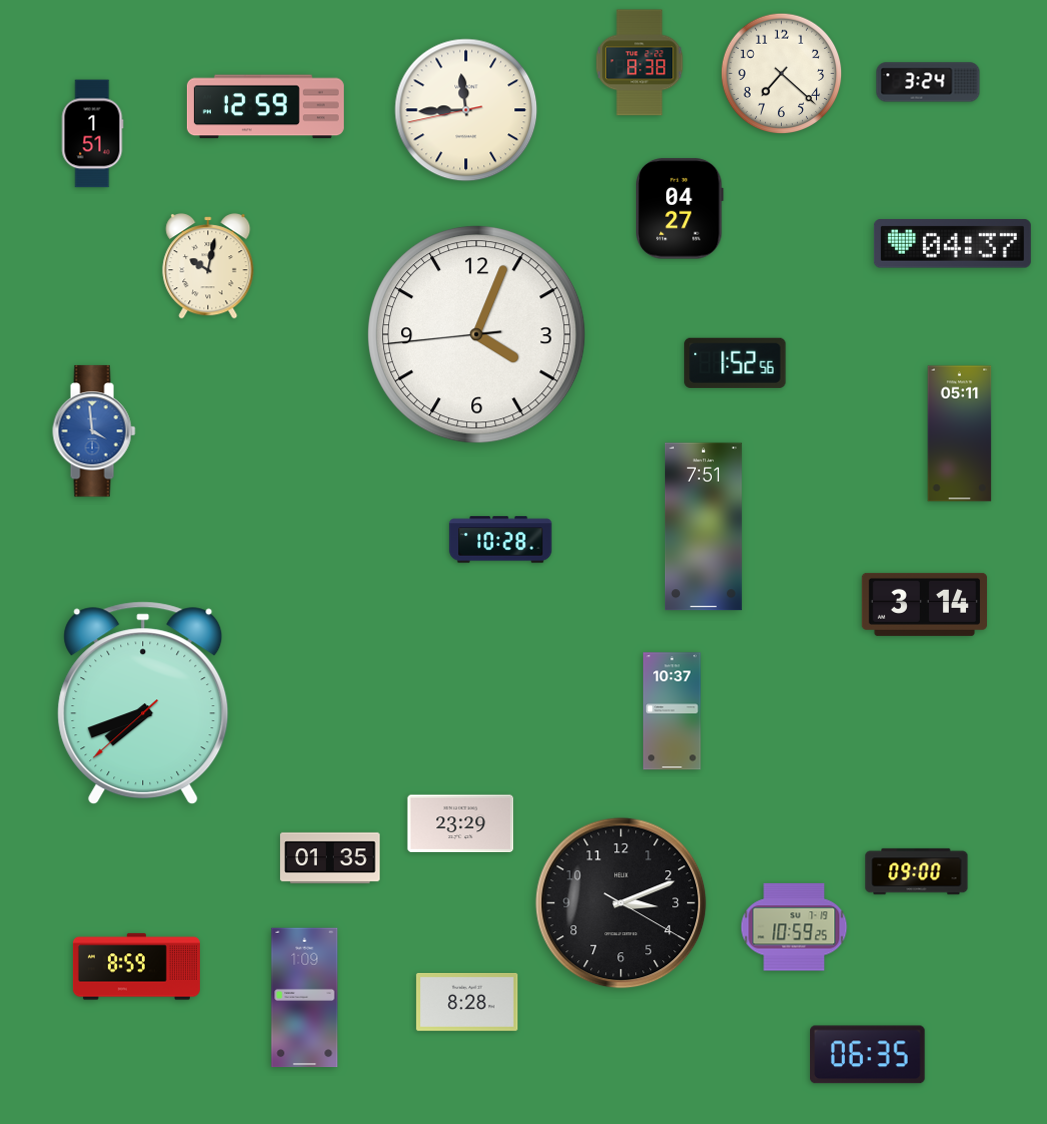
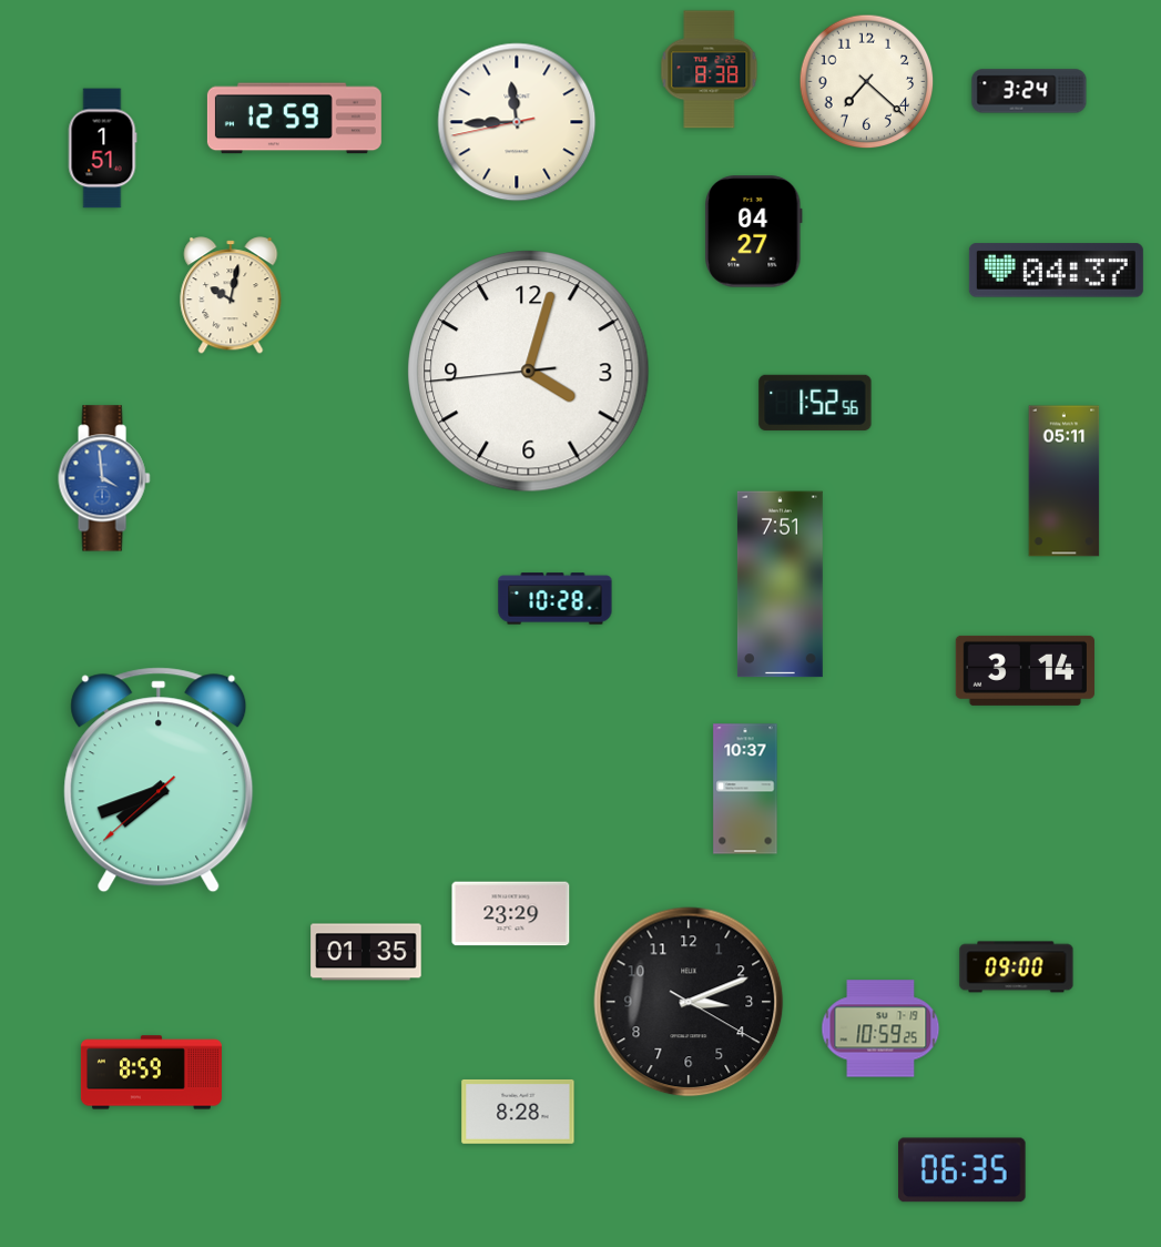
clock at (477, 335): 4:03 -> 4:02
clock at (305, 998): 1:09 -> none
